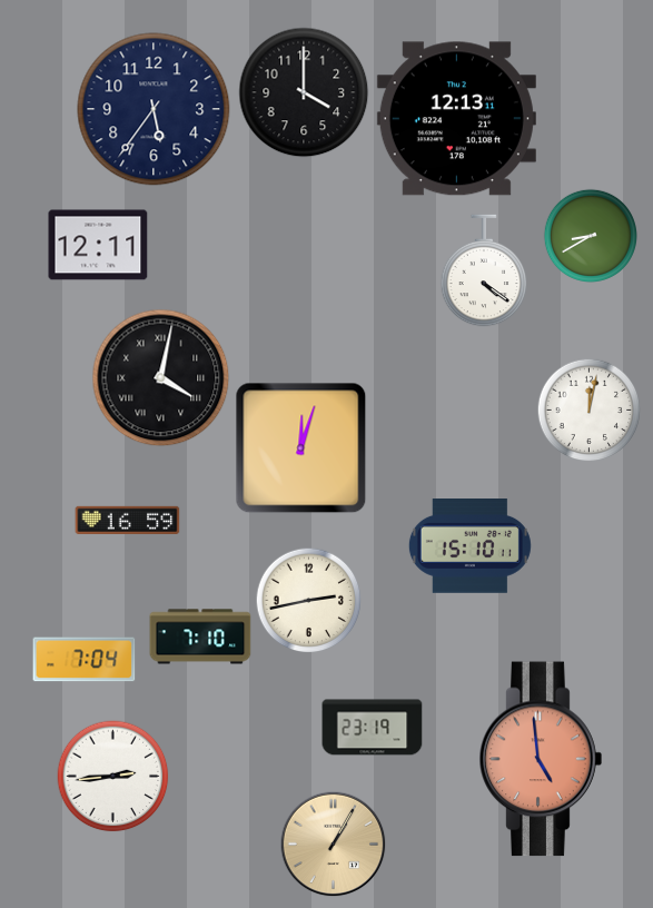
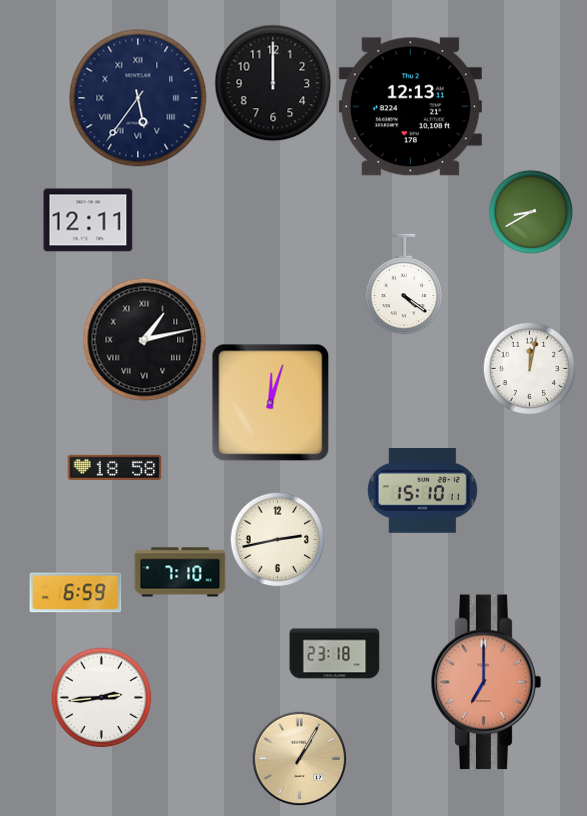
clock at (304, 92): 4:00 -> 12:00
clock at (154, 109) numerals: Arabic -> Roman
clock at (484, 270) position: (484, 270) -> (404, 284)
clock at (161, 378): 4:02 -> 1:13
clock at (128, 520): 16:59 -> 18:58
clock at (85, 660): 7:04 -> 6:59
clock at (373, 728): 23:19 -> 23:18
clock at (541, 759): 4:59 -> 7:00
